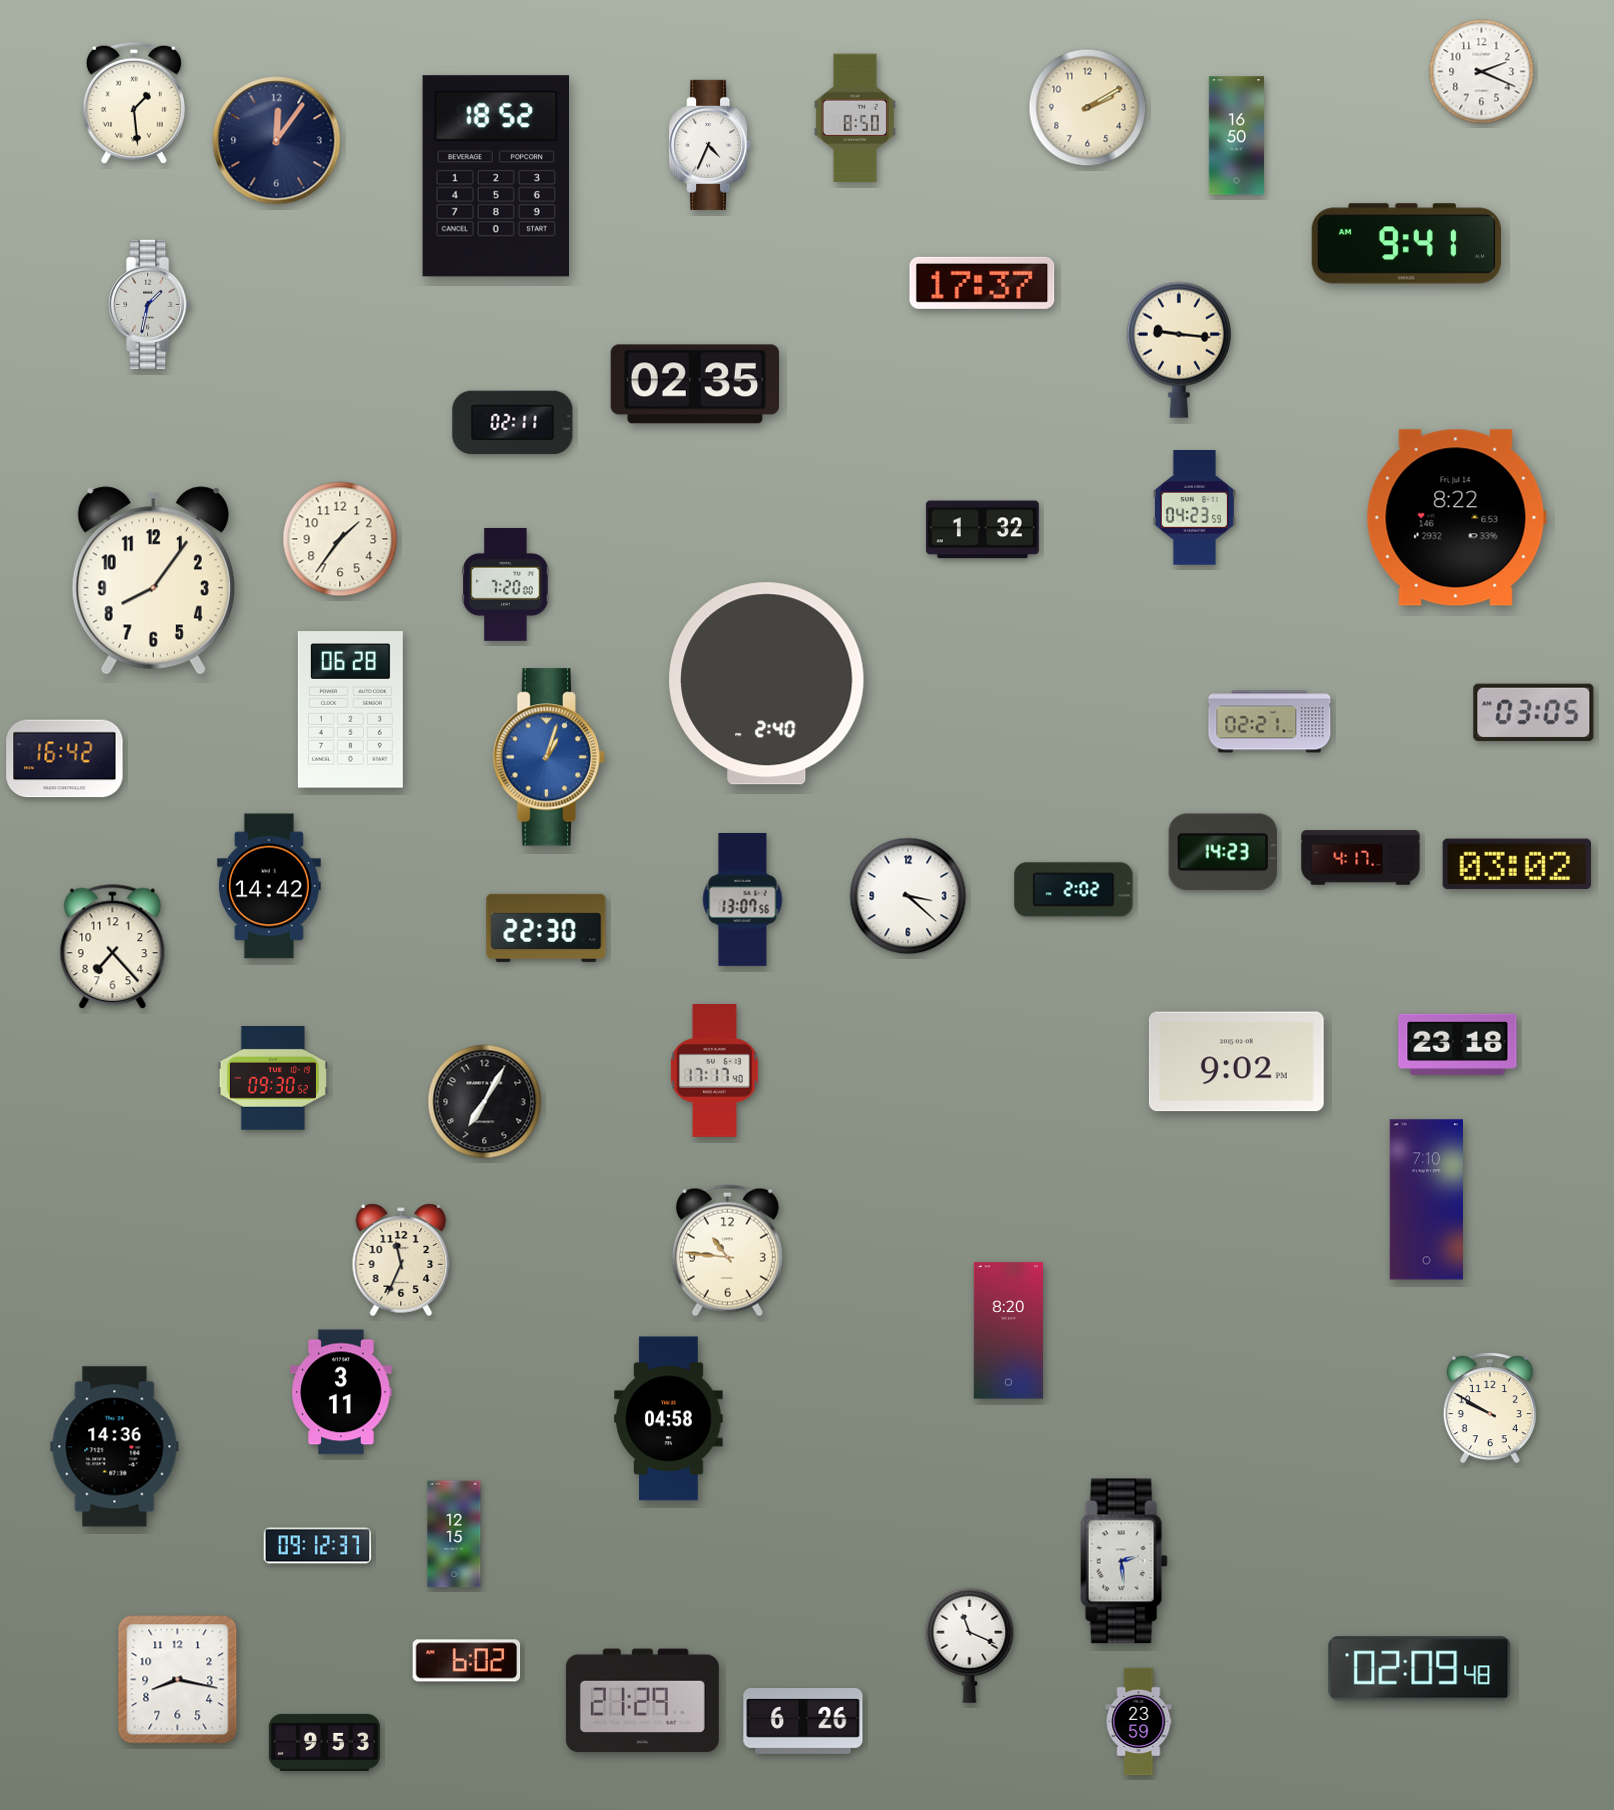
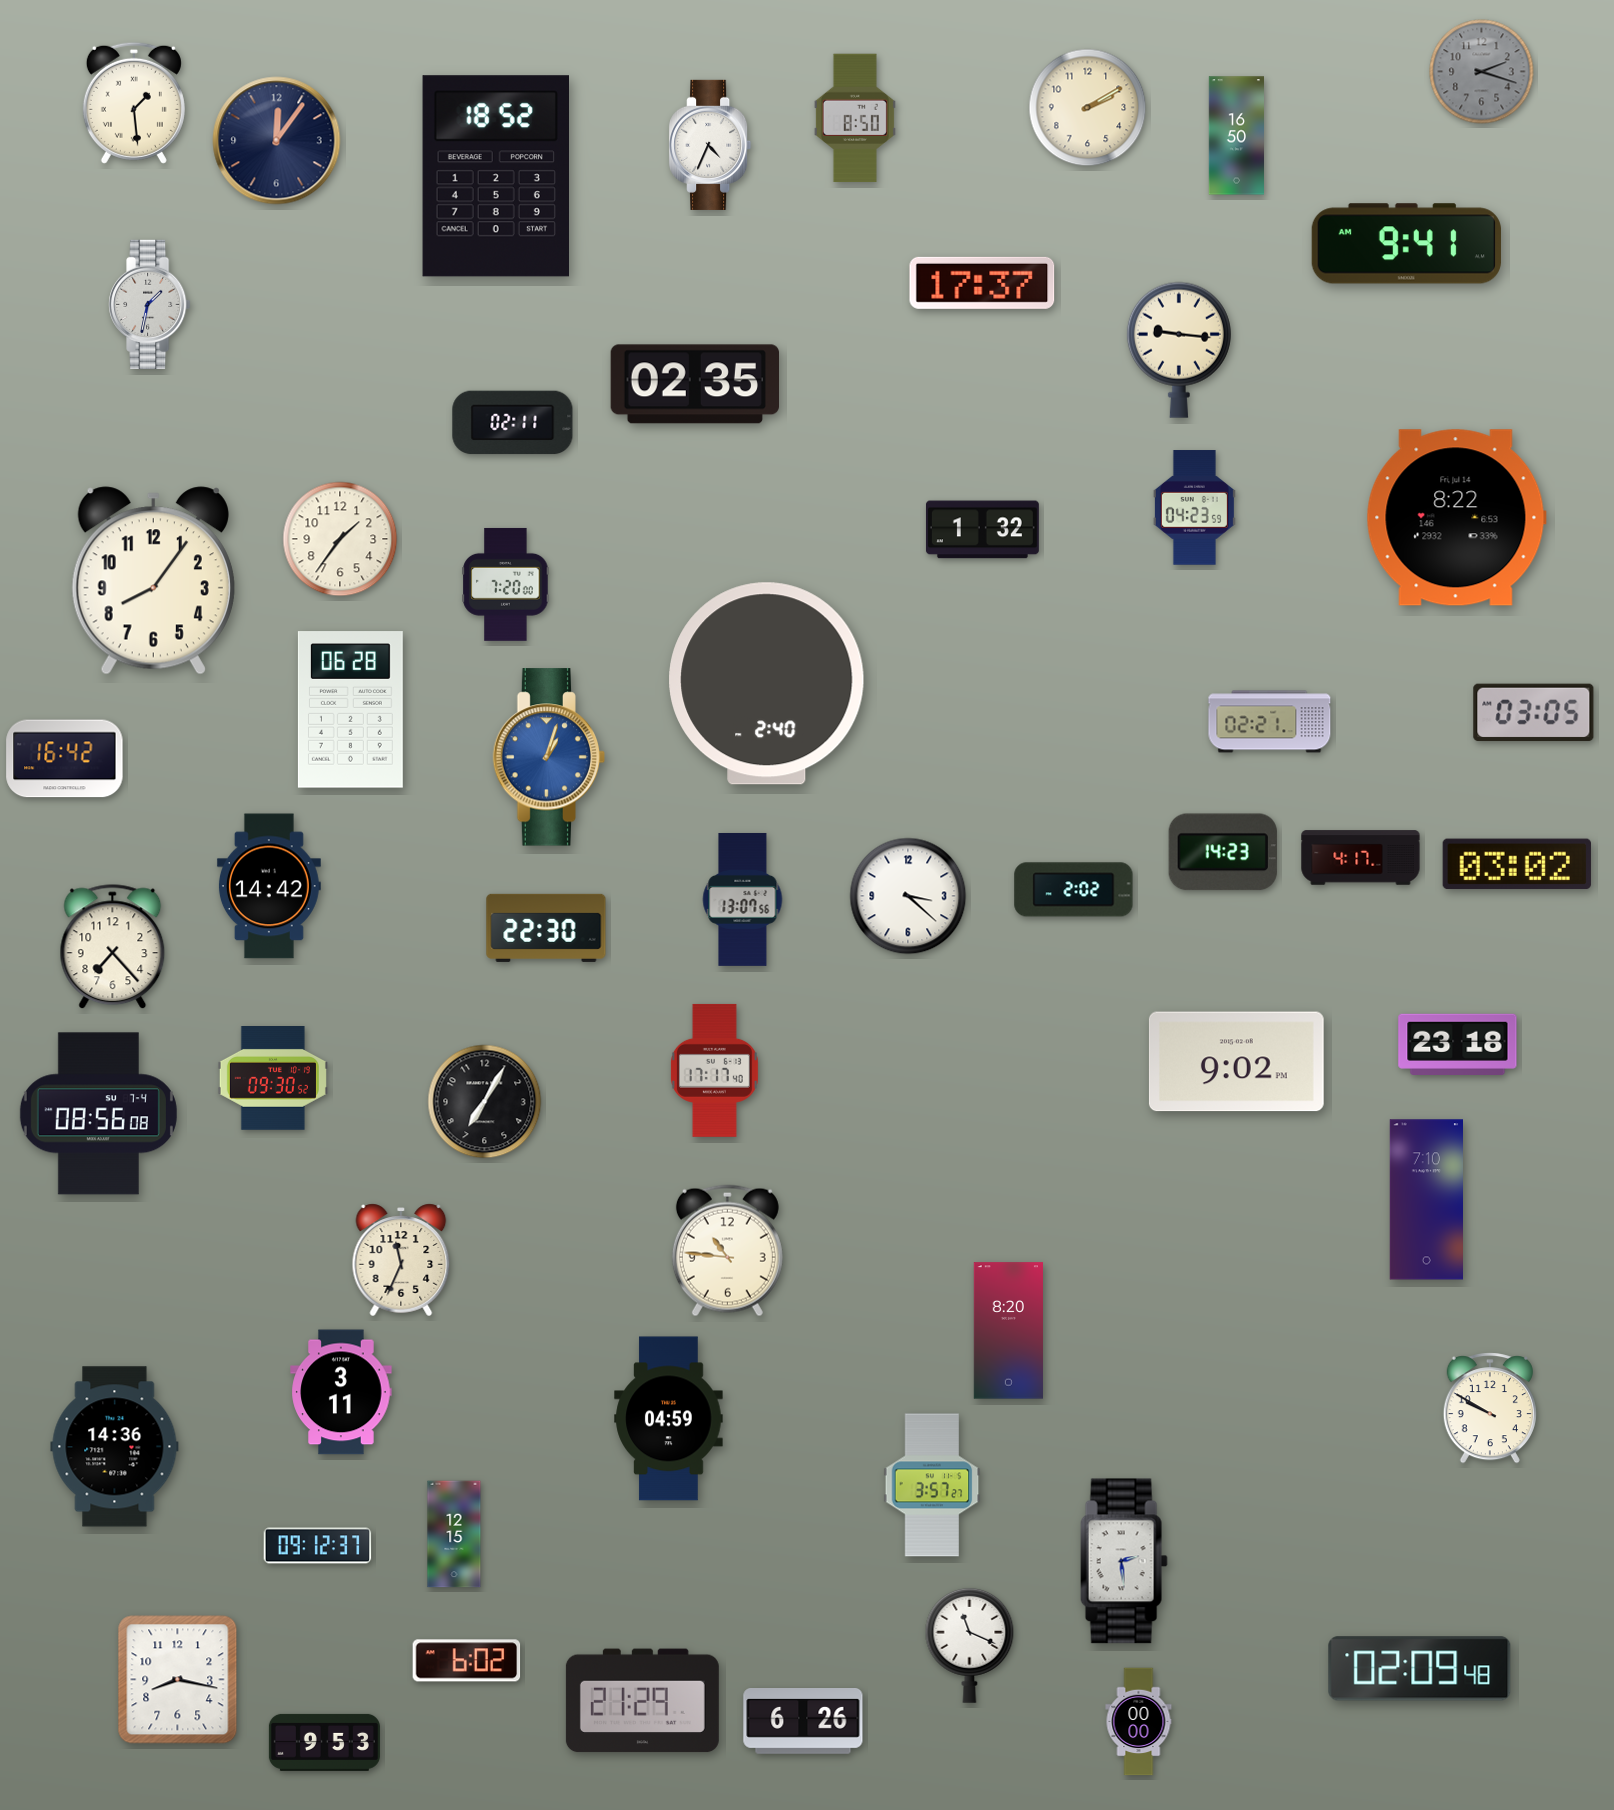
clock at (1482, 72): 2:19 -> 2:18
clock at (1482, 72) dial: white -> grey
clock at (98, 1114): none -> 08:56
clock at (669, 1419): 04:58 -> 04:59
clock at (932, 1485): none -> 3:57
clock at (1139, 1722): 23:59 -> 00:00
